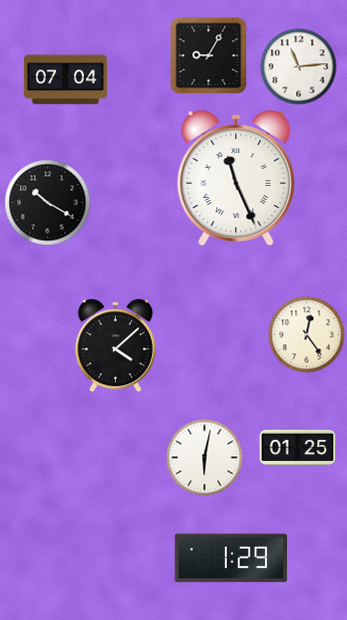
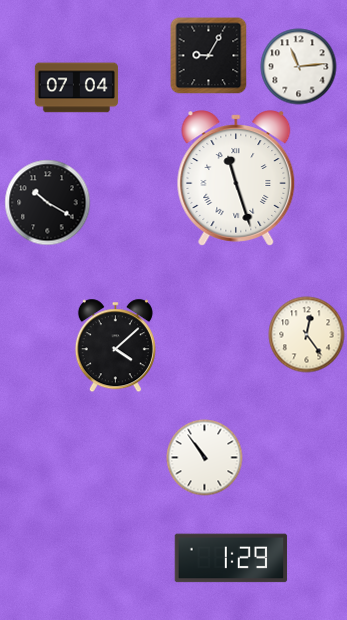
clock at (65, 80) position: (65, 80) -> (76, 88)
clock at (236, 178): 11:26 -> 11:27
clock at (298, 447): 01:25 -> none
clock at (205, 458): 6:02 -> 10:54
